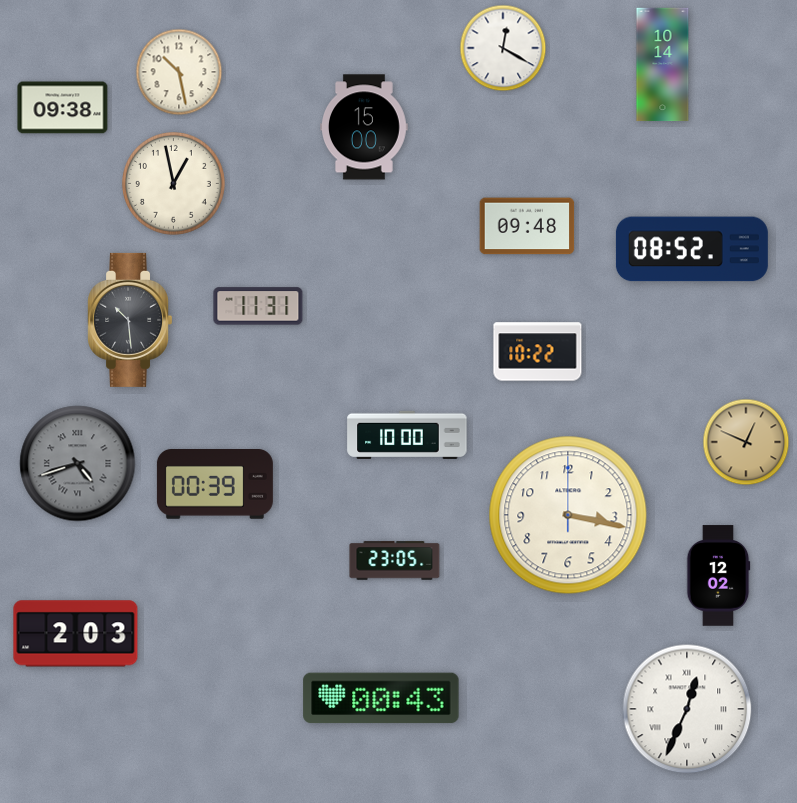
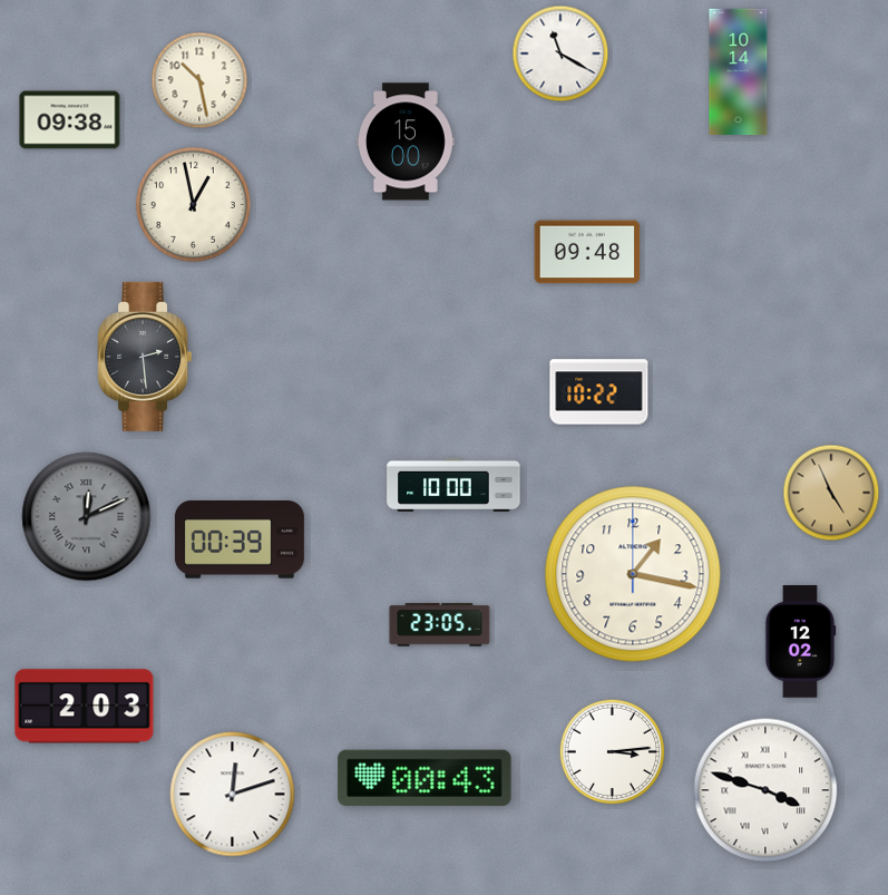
clock at (503, 48): 12:20 -> 11:20
clock at (692, 249): 08:52 -> none
clock at (258, 306): 11:31 -> none
clock at (129, 320): 10:29 -> 2:29
clock at (746, 442): 12:49 -> 4:56
clock at (78, 464): 4:42 -> 12:11
clock at (568, 515): 3:17 -> 1:17
clock at (613, 752): none -> 3:14
clock at (687, 709): 12:34 -> 3:48
clock at (233, 795): none -> 12:12
